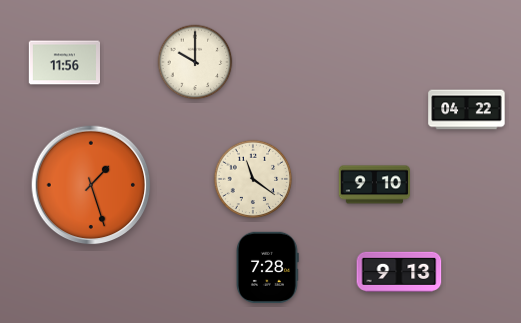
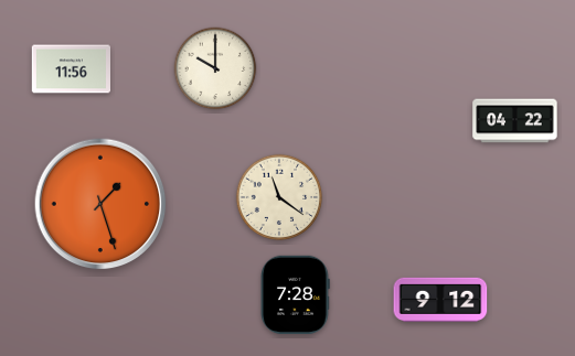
clock at (374, 185): 9:10 -> none
clock at (399, 272): 9:13 -> 9:12
